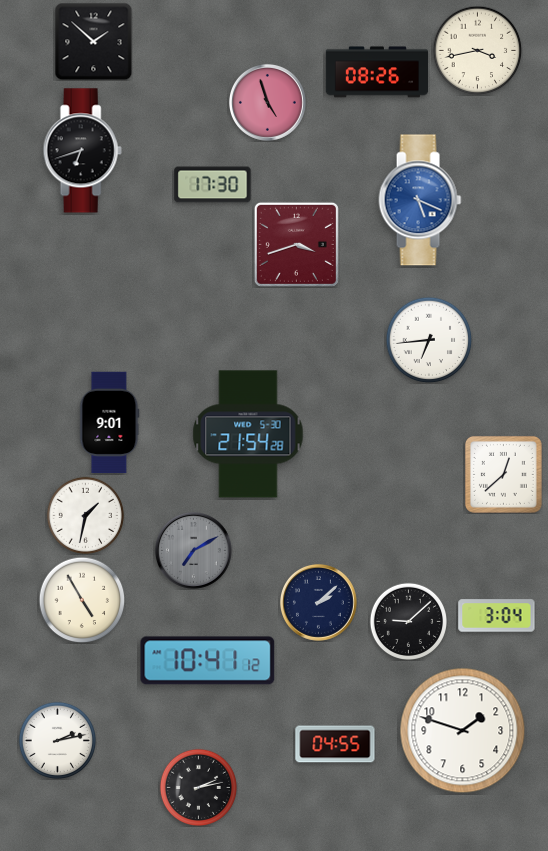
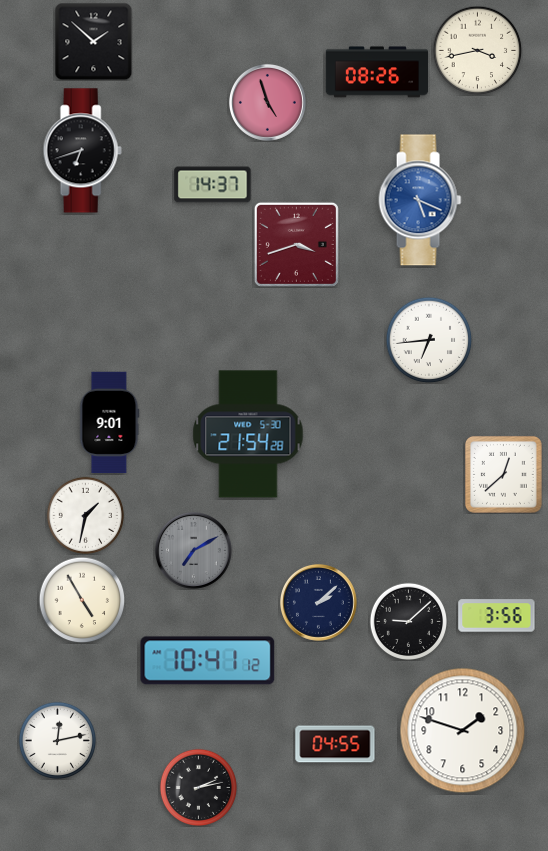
clock at (213, 185): 17:30 -> 14:37
clock at (497, 616): 3:04 -> 3:56
clock at (57, 740): 2:13 -> 12:13
